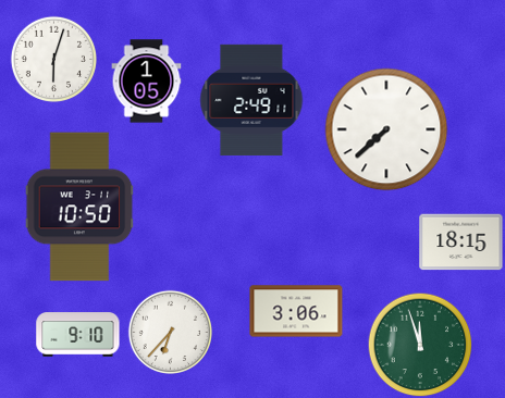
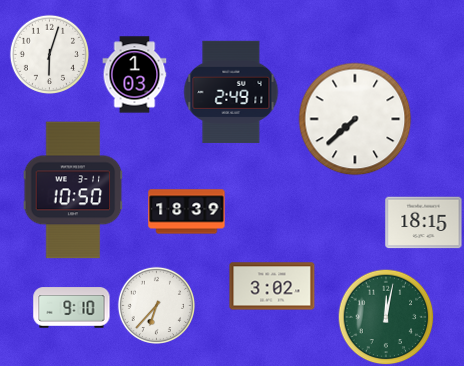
clock at (147, 82): 1:05 -> 1:03
clock at (187, 212): none -> 18:39
clock at (296, 311): 3:06 -> 3:02
clock at (420, 345): 11:57 -> 12:02
